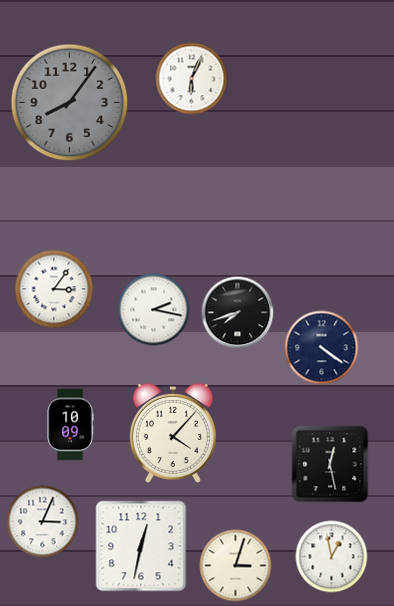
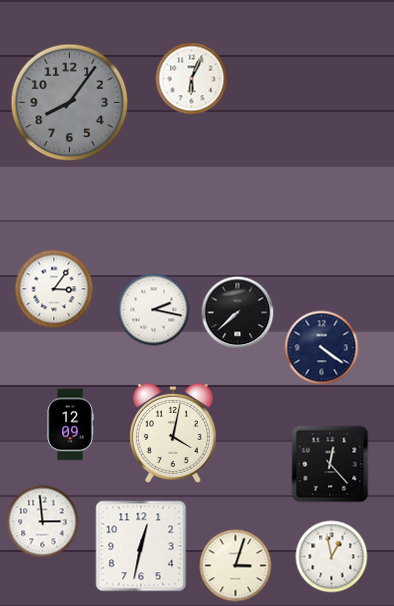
clock at (238, 313): 7:42 -> 7:38
clock at (70, 425): 10:09 -> 12:09
clock at (173, 433): 4:07 -> 4:02
clock at (330, 464): 12:28 -> 12:23
clock at (43, 522): 3:04 -> 2:59
